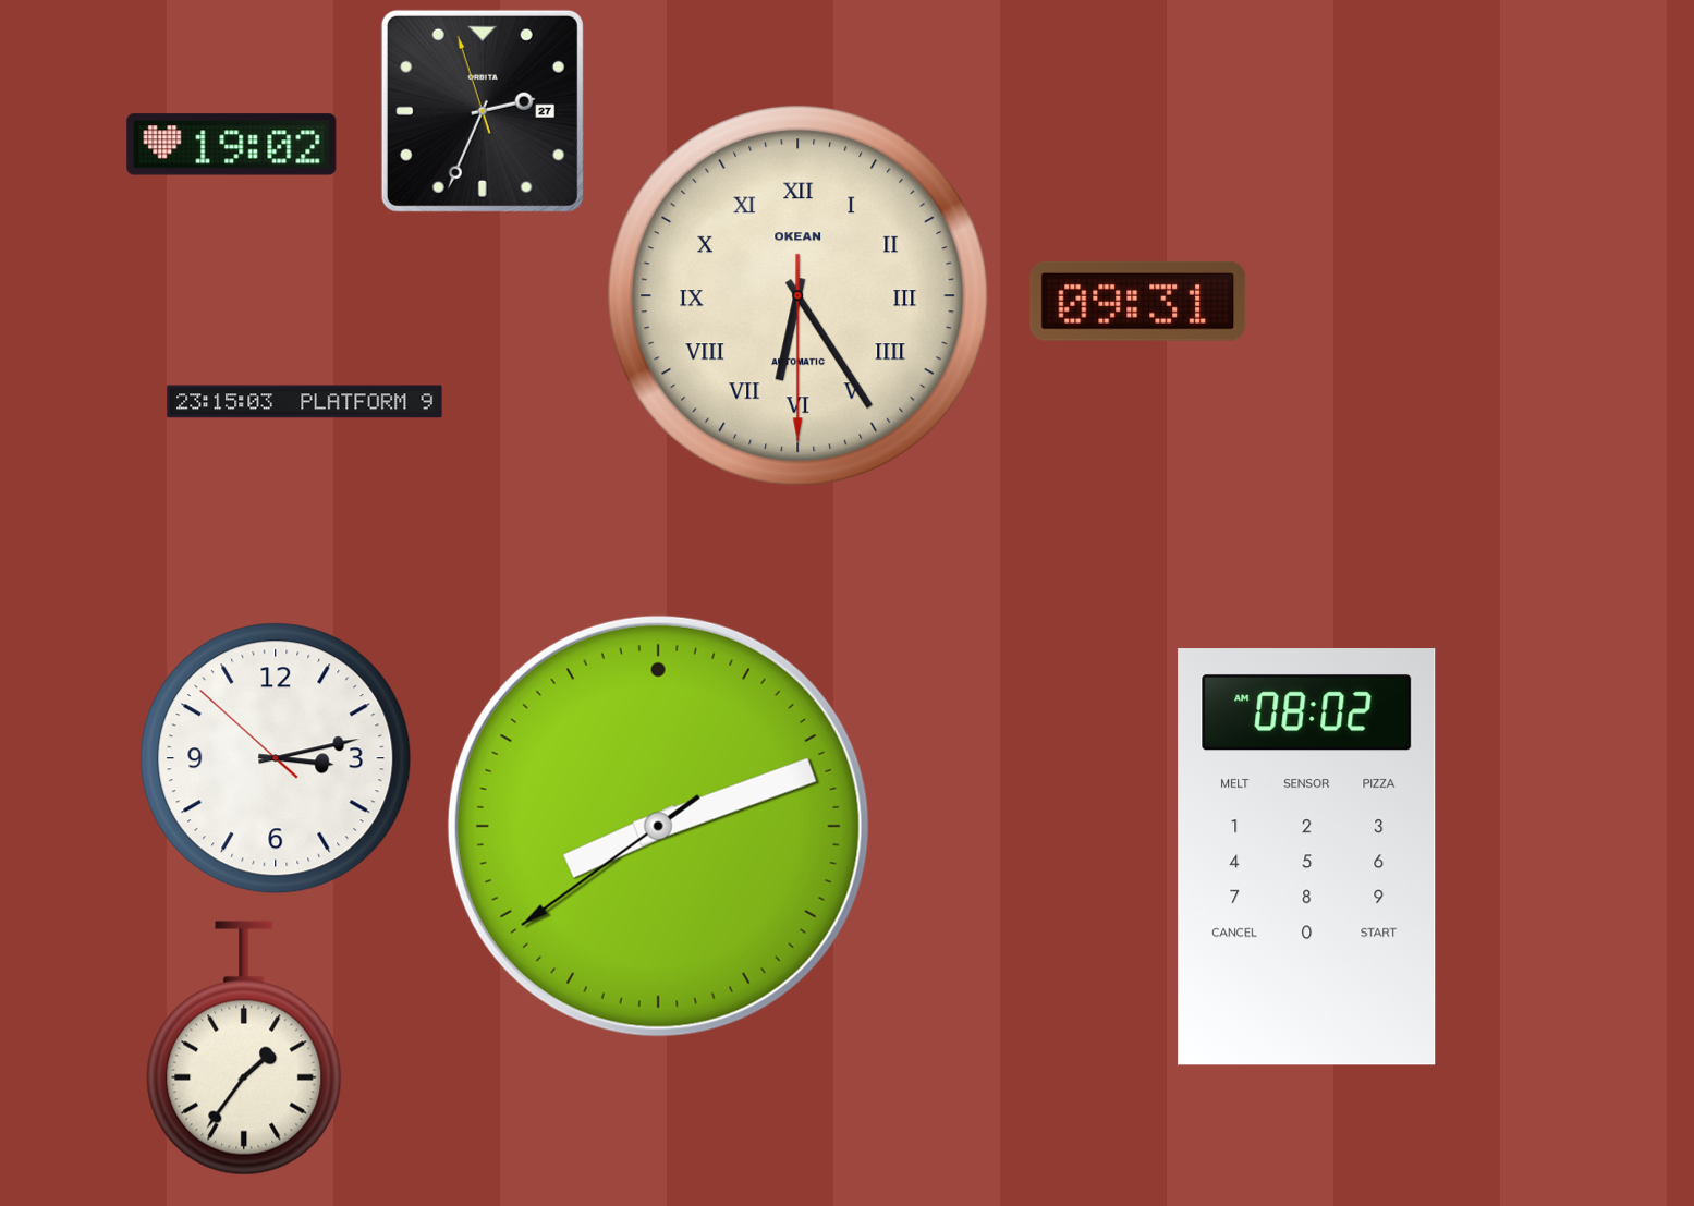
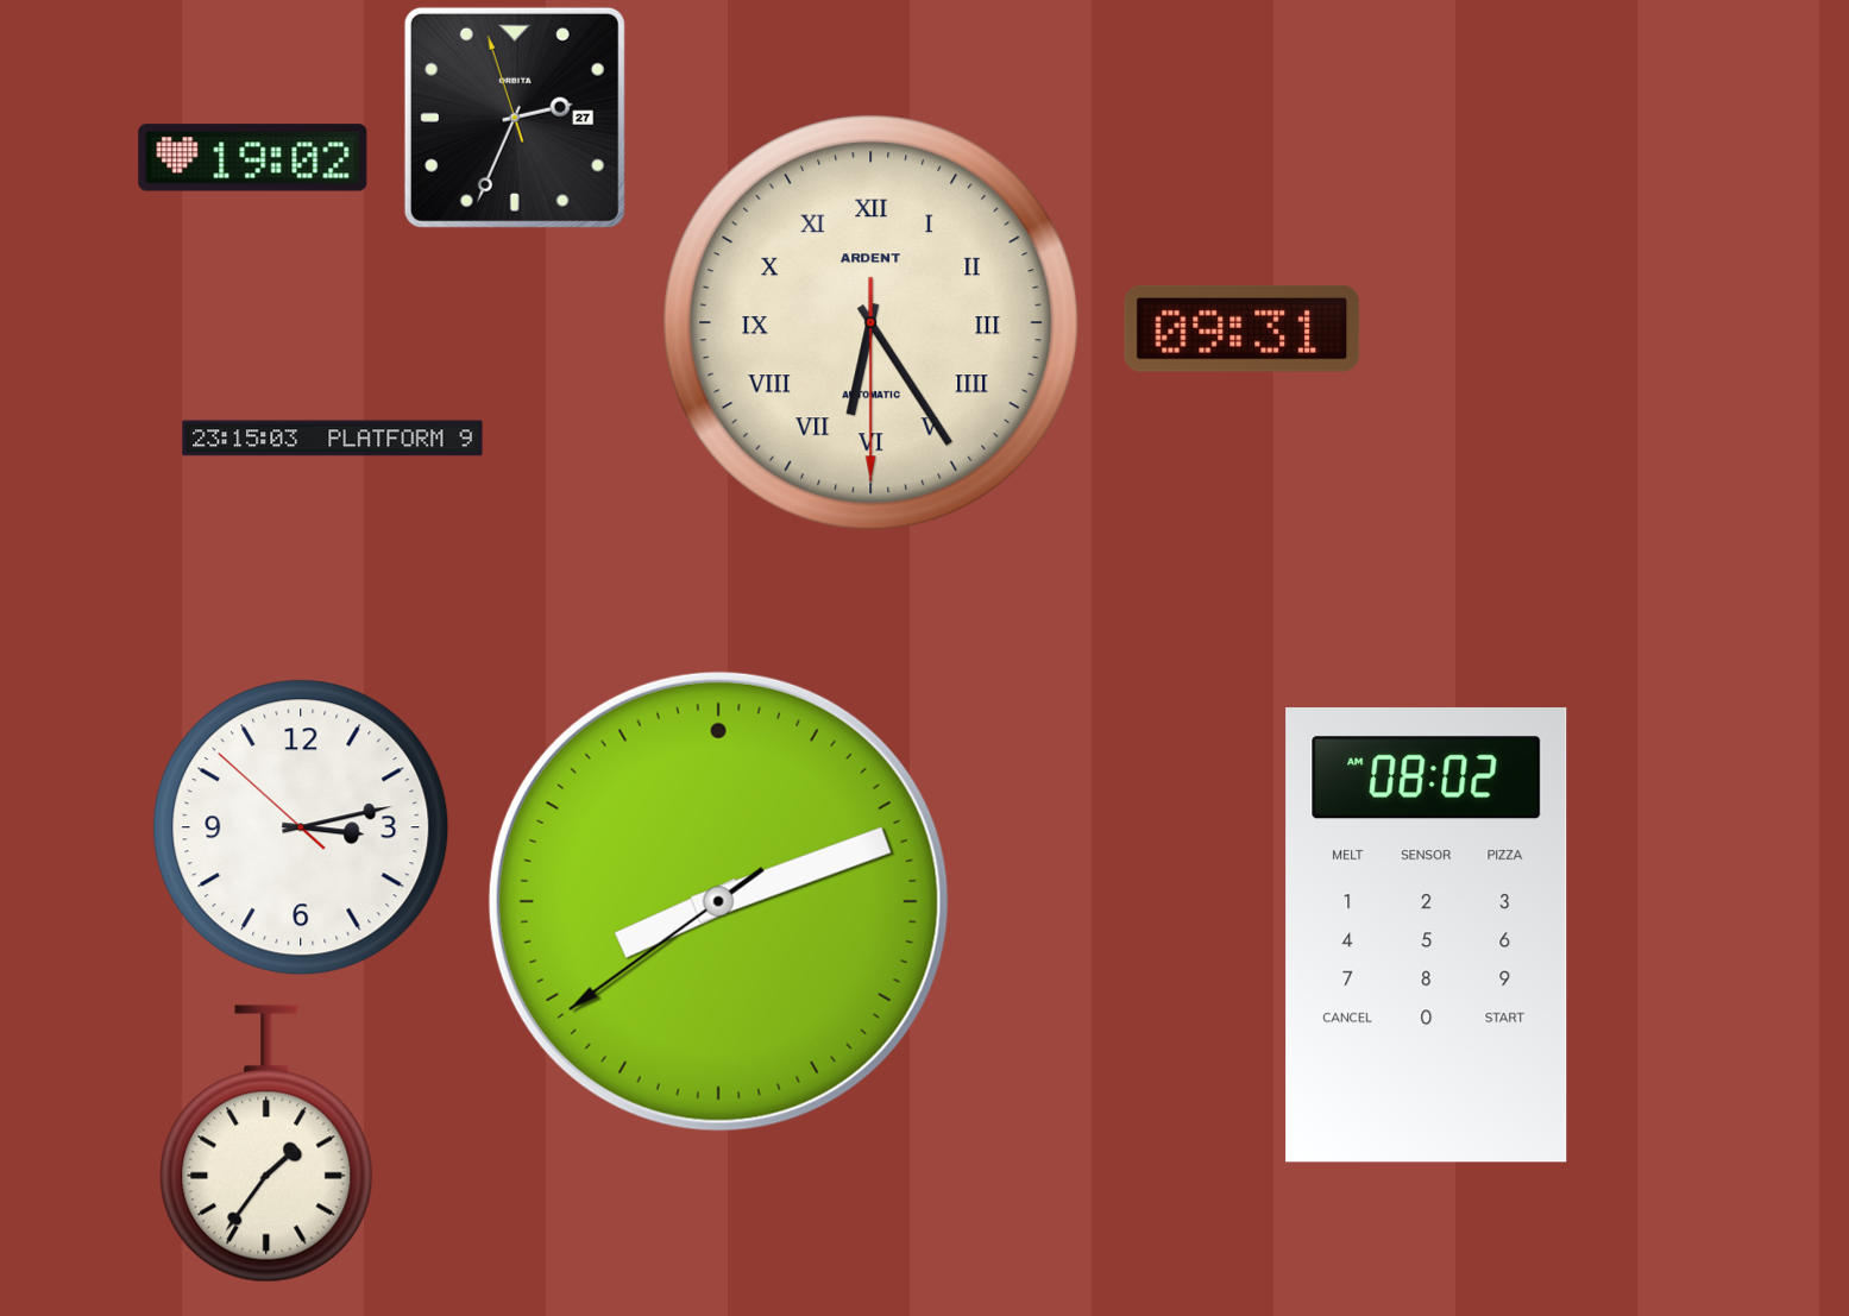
clock at (483, 111) position: (483, 111) -> (515, 118)
clock at (799, 296) brand: OKEAN -> ARDENT
